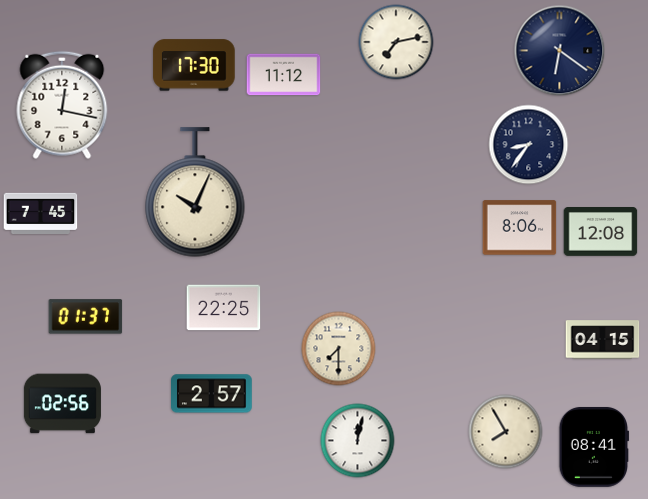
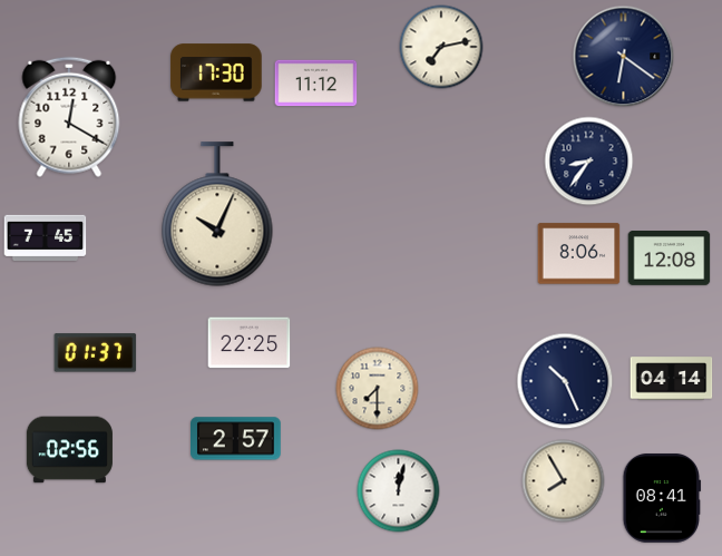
clock at (62, 105): 12:17 -> 12:20
clock at (603, 340): 04:15 -> 04:14
clock at (565, 381): none -> 10:26
